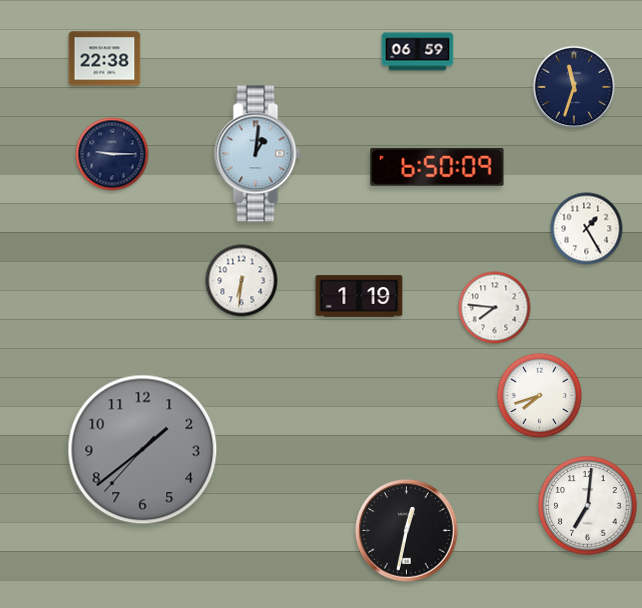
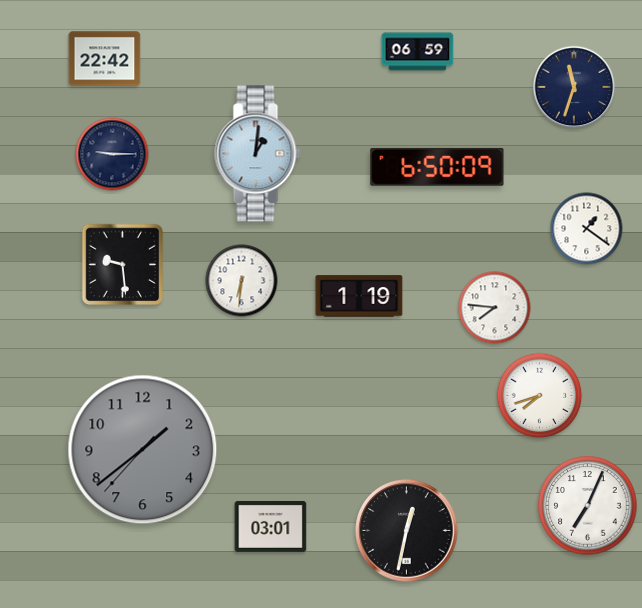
clock at (105, 59): 22:38 -> 22:42
clock at (587, 229): 1:25 -> 1:21
clock at (123, 265): none -> 9:29
clock at (588, 506): 7:01 -> 7:04
clock at (271, 526): none -> 03:01
